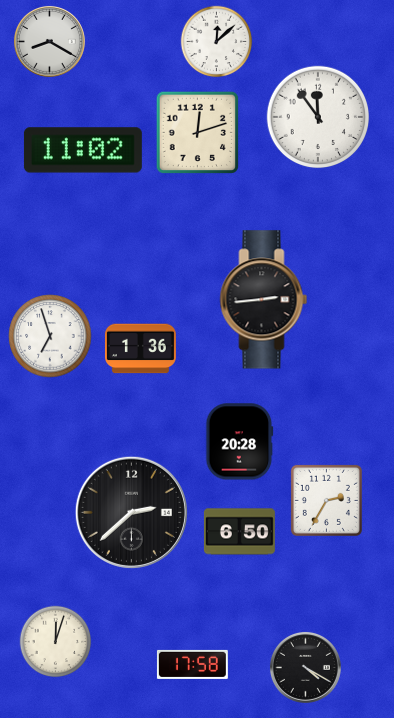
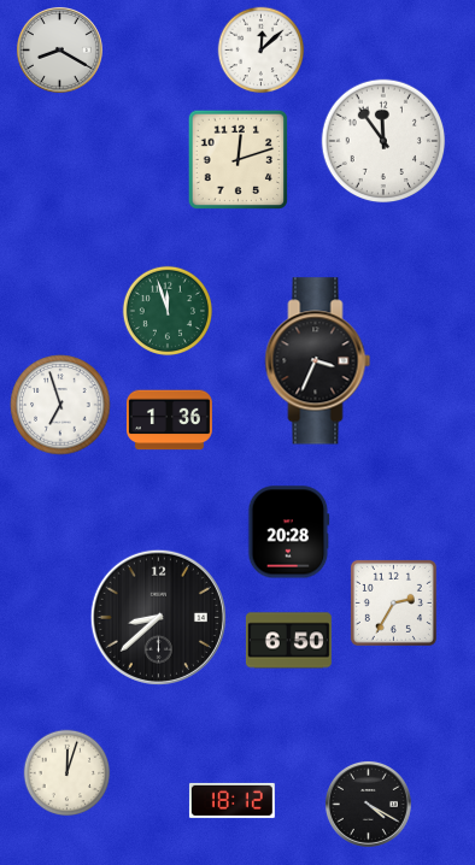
clock at (83, 150): 11:02 -> none
clock at (166, 310): none -> 11:57
clock at (264, 300): 2:44 -> 3:34
clock at (131, 512): 2:38 -> 8:38
clock at (192, 664): 17:58 -> 18:12
